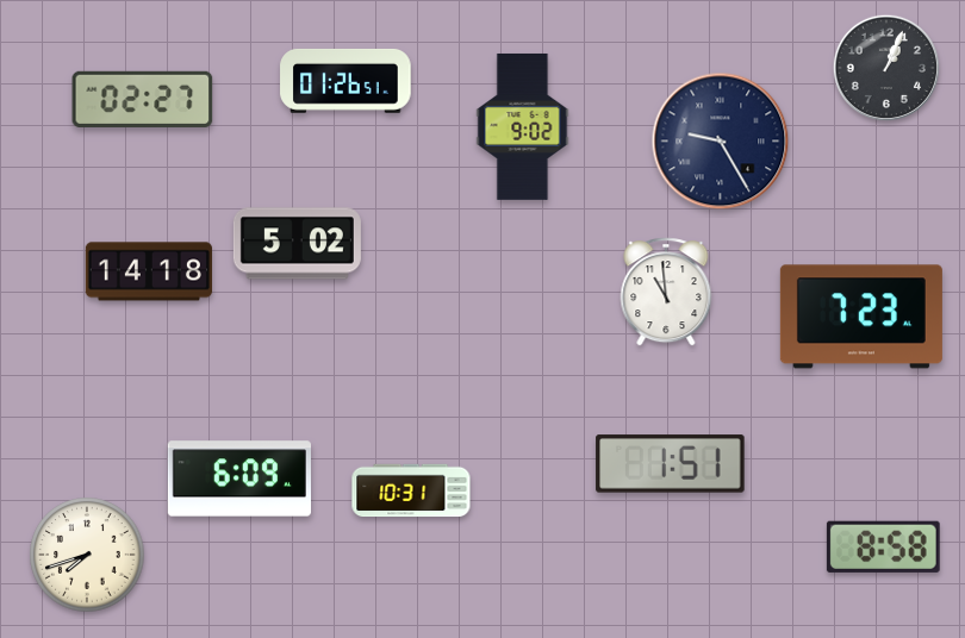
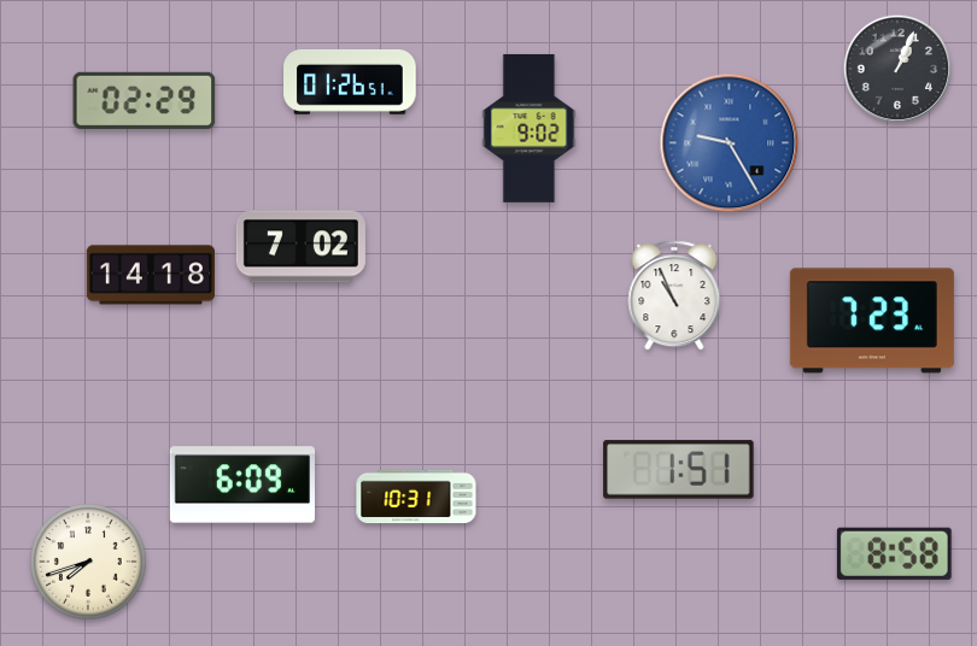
clock at (143, 99): 02:27 -> 02:29
clock at (721, 142) dial: navy -> blue
clock at (297, 244): 5:02 -> 7:02
clock at (666, 292): 10:59 -> 10:56
